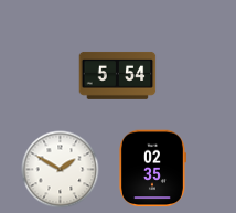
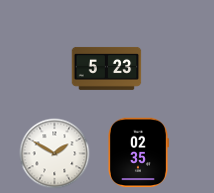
clock at (118, 75): 5:54 -> 5:23
